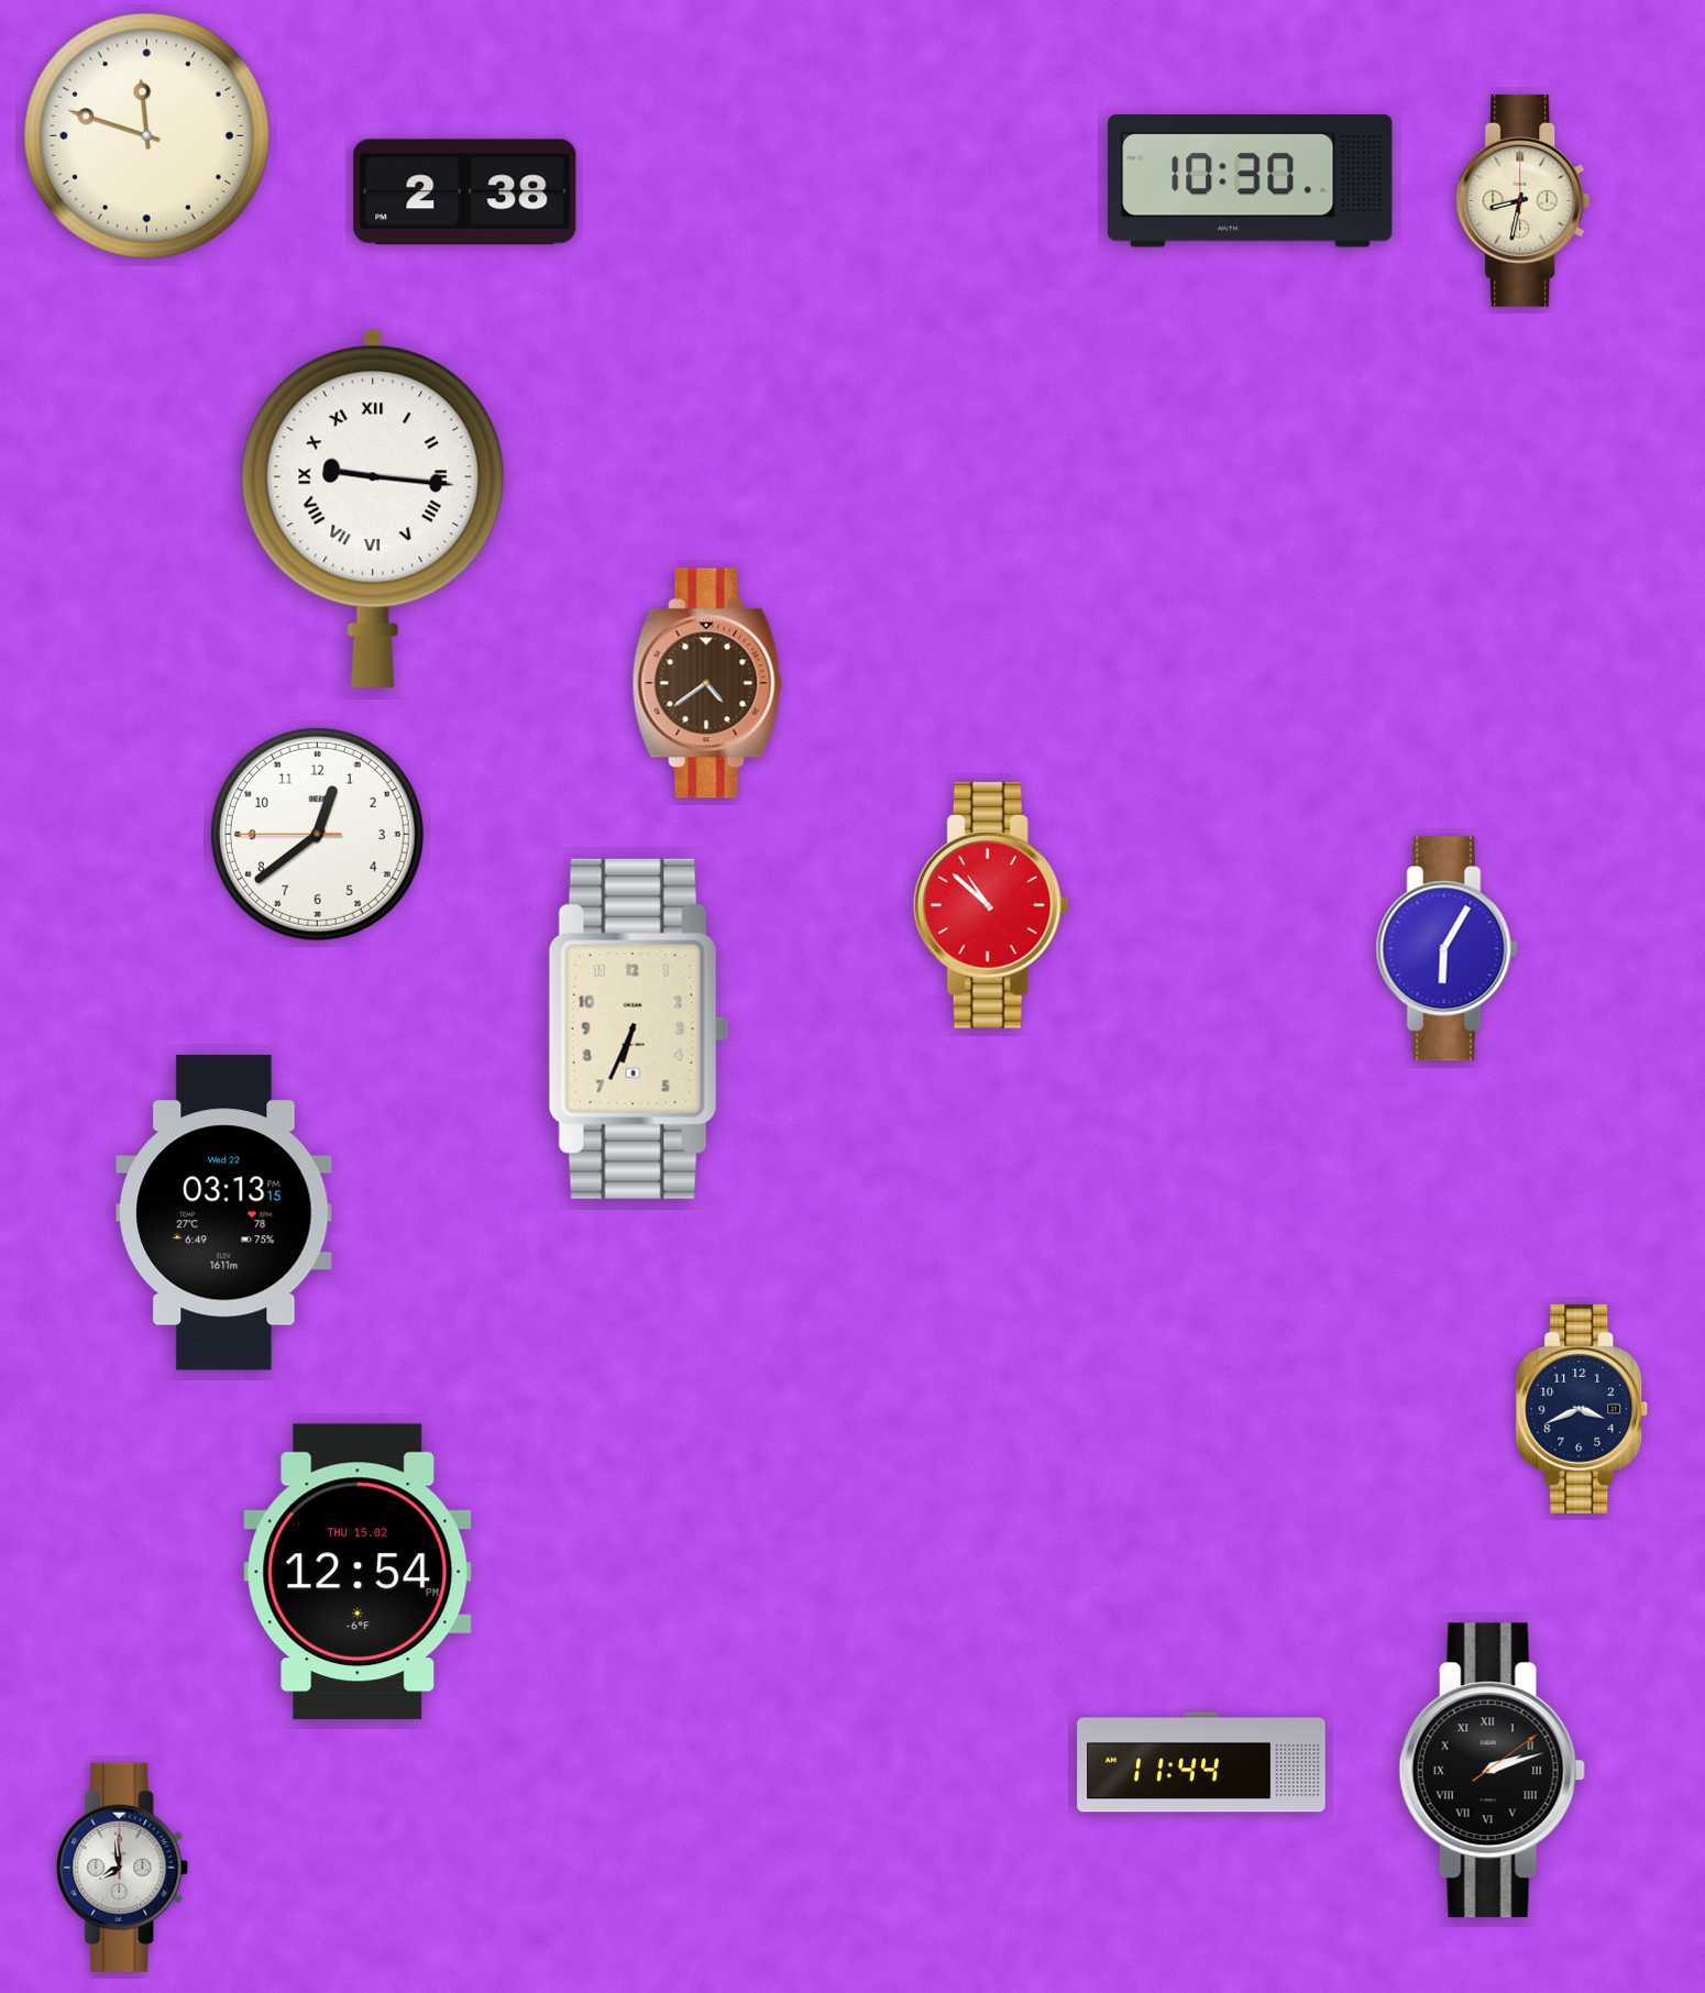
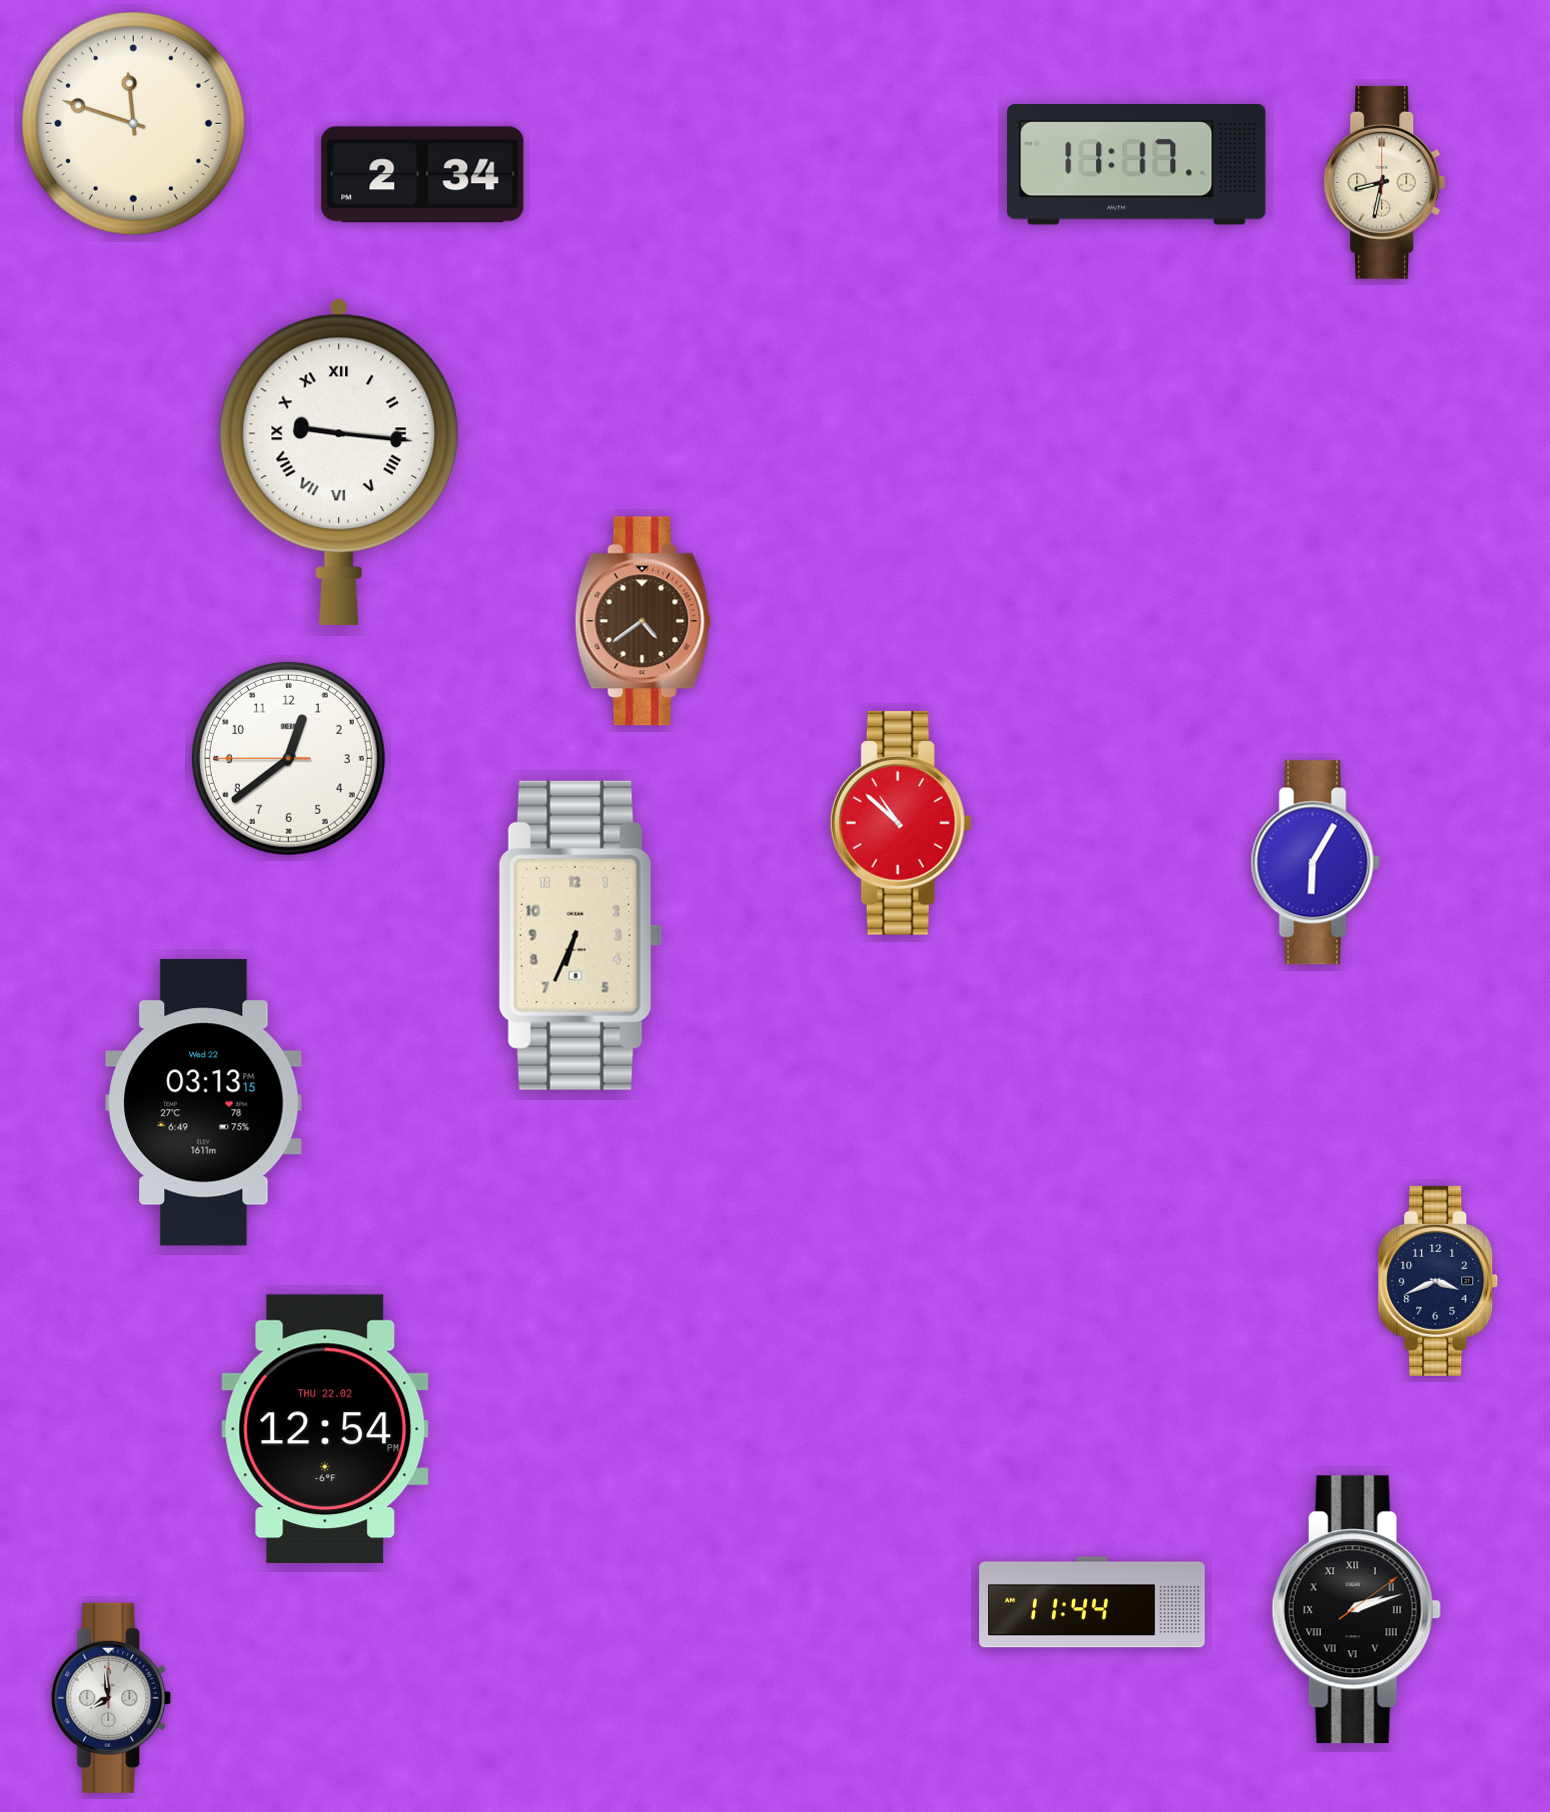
clock at (1251, 181): 10:30 -> 11:17
clock at (465, 192): 2:38 -> 2:34
clock at (358, 1572) date: THU 15.02 -> THU 22.02
